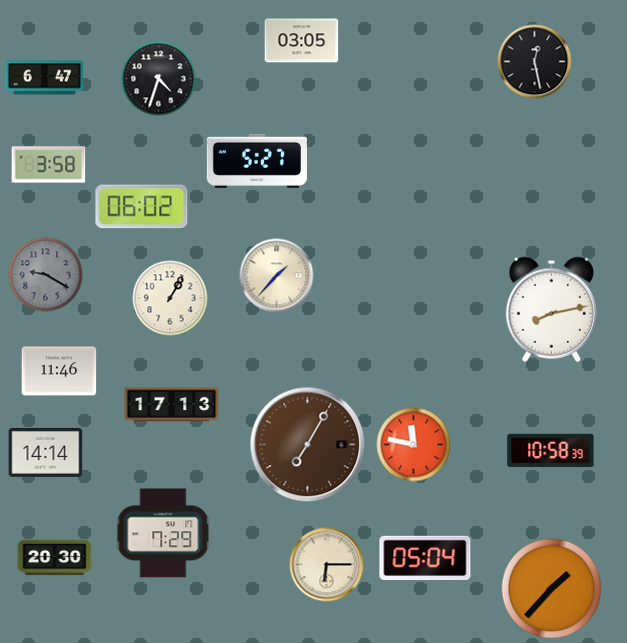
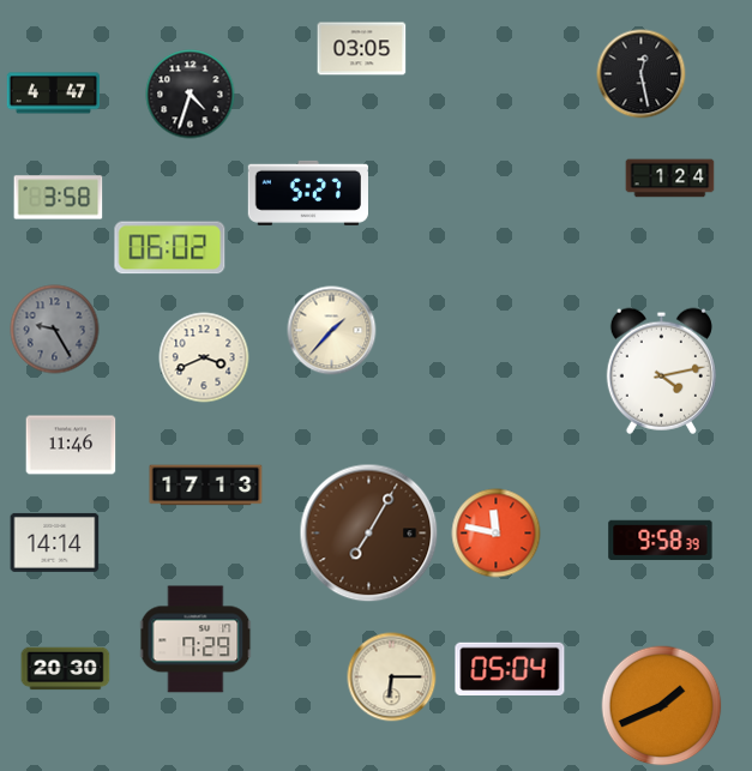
clock at (45, 78): 6:47 -> 4:47
clock at (670, 179): none -> 1:24
clock at (46, 275): 9:20 -> 9:25
clock at (170, 298): 1:05 -> 3:41
clock at (551, 309): 8:13 -> 4:13
clock at (551, 451): 10:58 -> 9:58
clock at (552, 589): 1:37 -> 1:41
